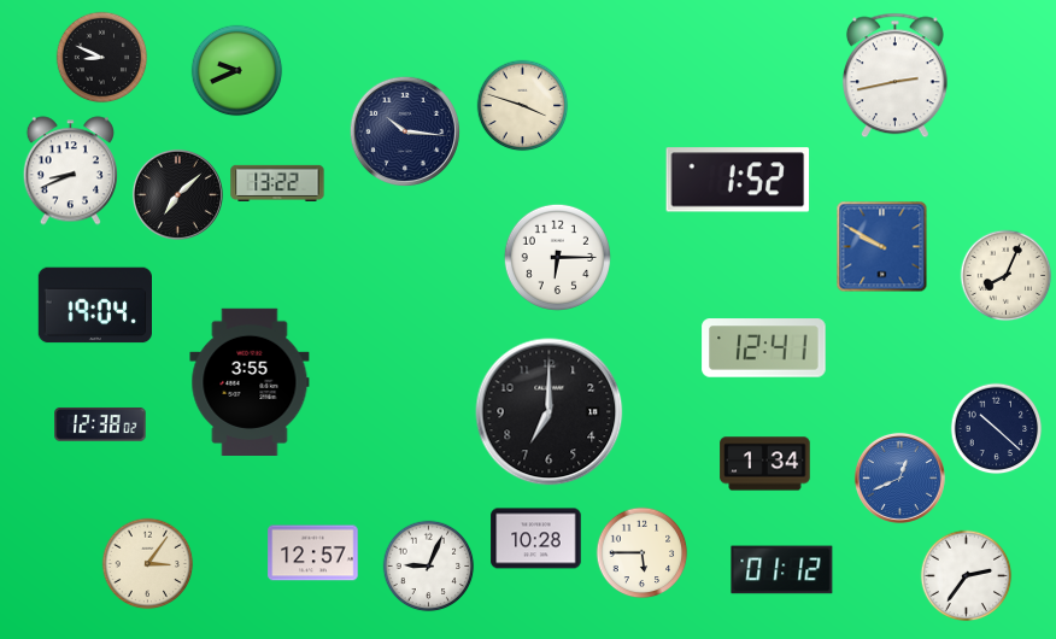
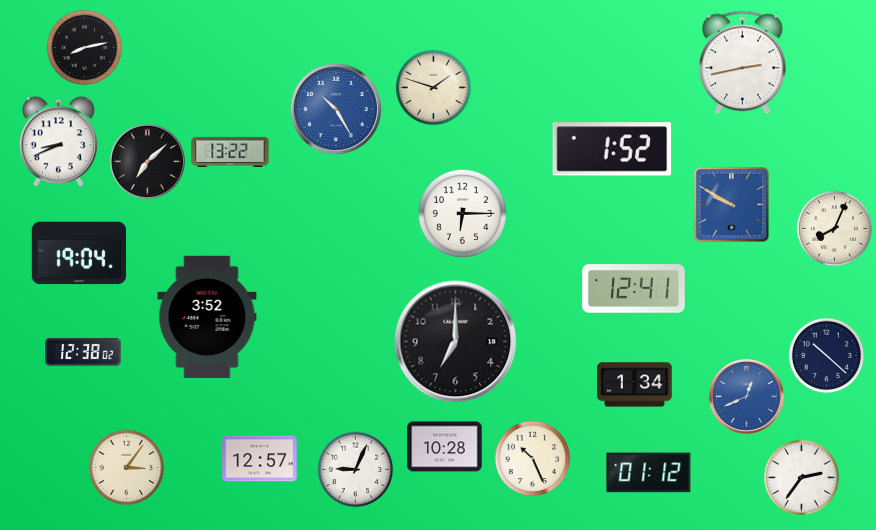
clock at (102, 58): 8:49 -> 8:13
clock at (237, 71): 9:41 -> none
clock at (523, 106): 3:48 -> 1:48
clock at (405, 131): 10:16 -> 10:25
clock at (405, 131) dial: navy -> blue
clock at (250, 381): 3:55 -> 3:52
clock at (643, 553): 5:45 -> 10:26
clock at (148, 564) position: (148, 564) -> (127, 468)
